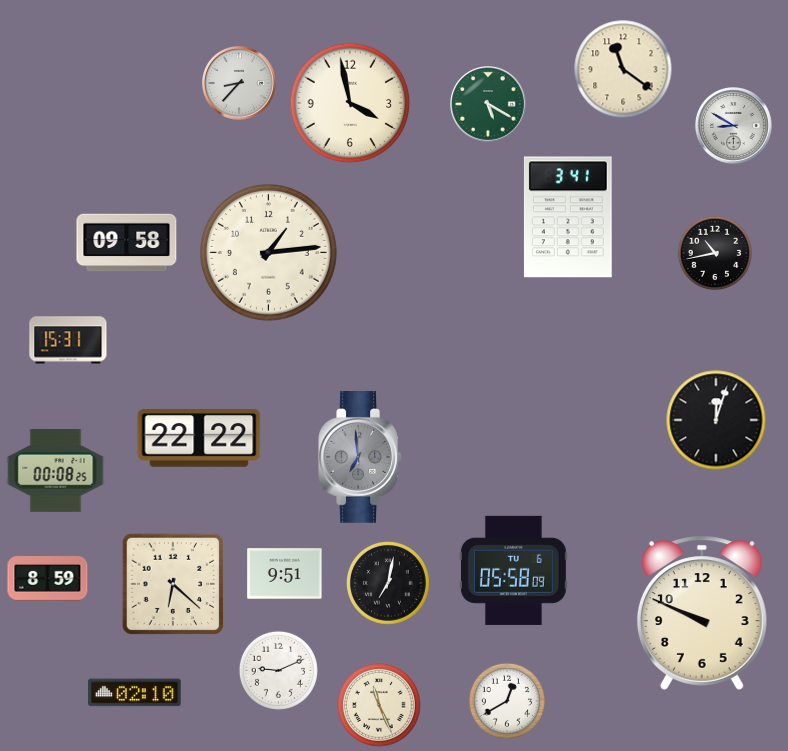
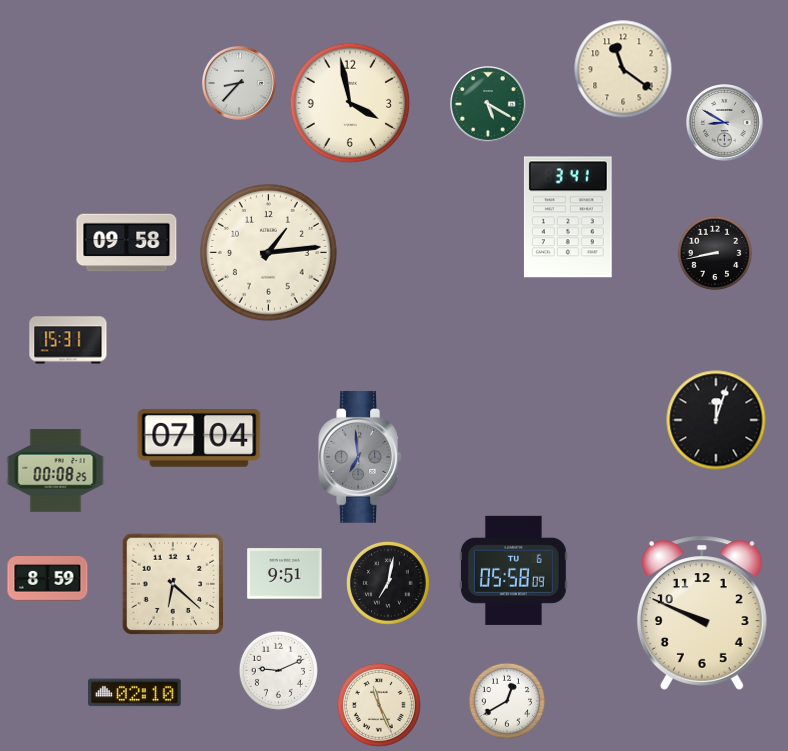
clock at (734, 126) position: (734, 126) -> (725, 123)
clock at (714, 252): 10:43 -> 8:43
clock at (199, 439): 22:22 -> 07:04
